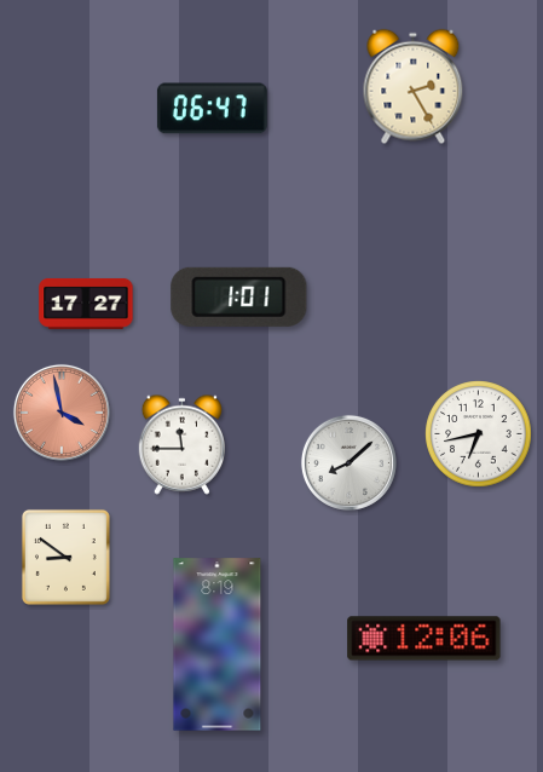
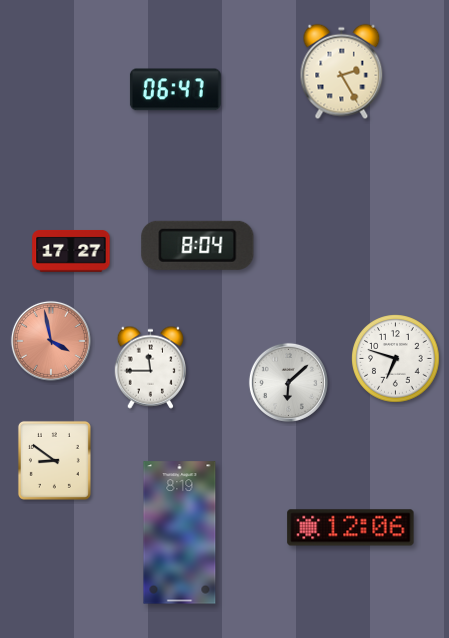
clock at (239, 296): 1:01 -> 8:04
clock at (479, 434): 6:43 -> 6:48
clock at (348, 462): 8:08 -> 6:08
